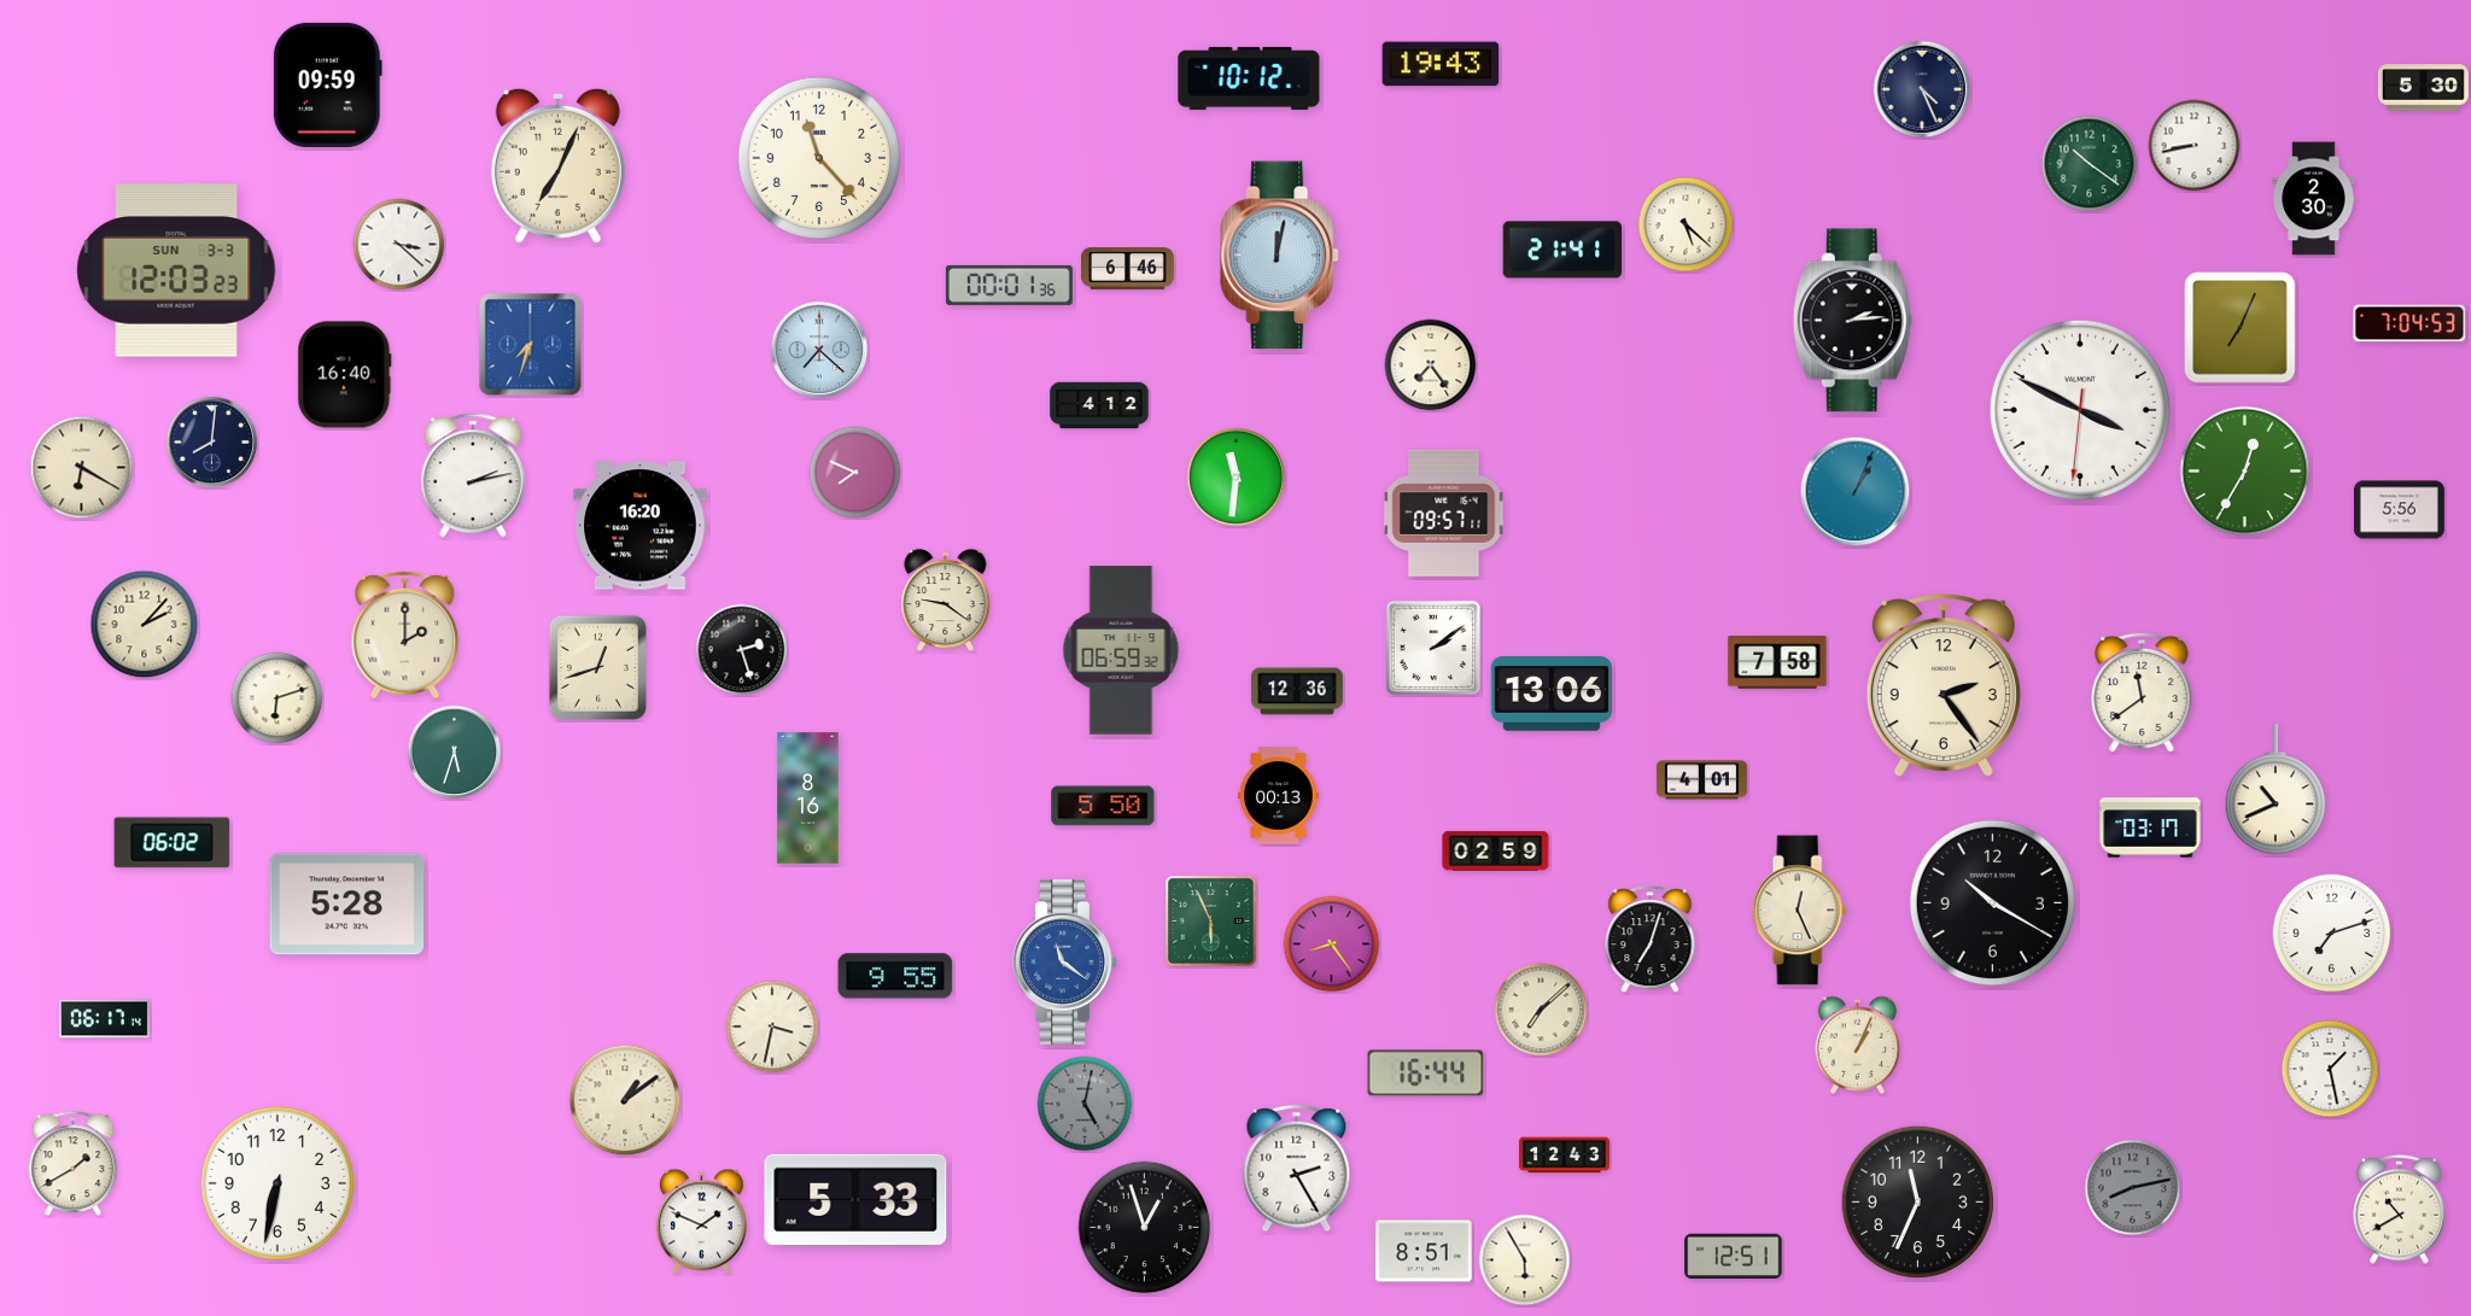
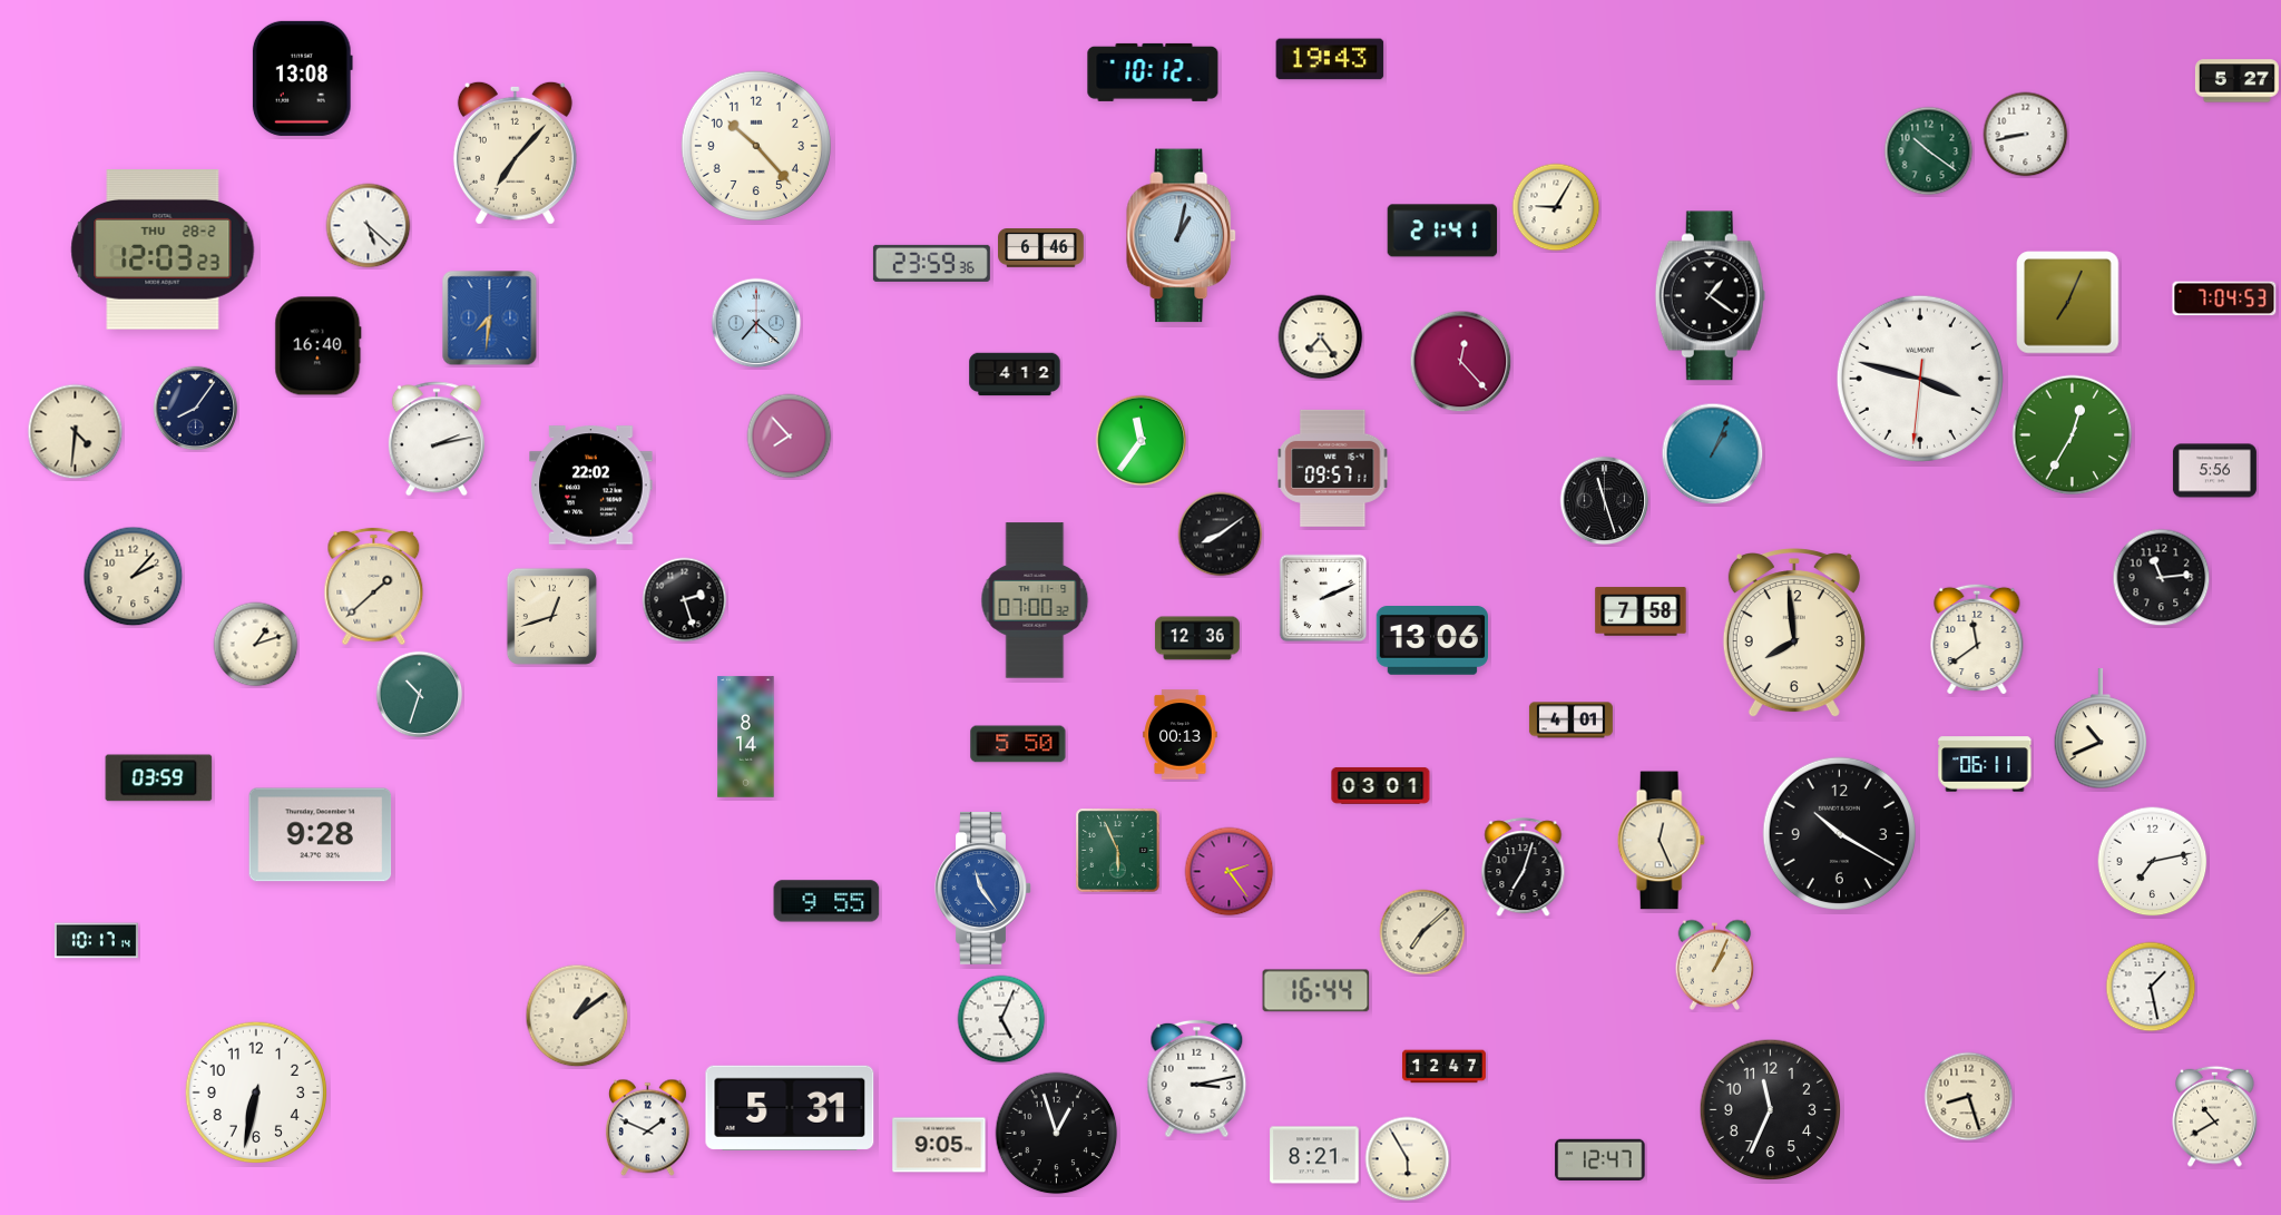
clock at (327, 84): 09:59 -> 13:08
clock at (2423, 88): 5:30 -> 5:27
clock at (1922, 89): 4:26 -> none
clock at (818, 157): 11:23 -> 10:23
clock at (557, 165): 7:04 -> 7:07
clock at (2314, 199): 2:30 -> none
clock at (1686, 224): 5:22 -> 9:05
clock at (399, 245): 3:22 -> 5:22
clock at (1280, 256): 12:02 -> 1:02
clock at (176, 270) date: SUN 3-3 -> THU 28-2
clock at (1009, 285): 00:01 -> 23:59
clock at (1852, 321): 2:14 -> 1:21
clock at (531, 345): 7:33 -> 7:31
clock at (1461, 362): none -> 12:23
clock at (2080, 410): 3:49 -> 3:47
clock at (212, 443): 8:01 -> 8:06
clock at (82, 468): 6:20 -> 4:31
clock at (855, 473): 7:49 -> 7:53
clock at (1237, 478): 11:31 -> 11:36
clock at (1444, 513) position: (1444, 513) -> (1333, 468)
clock at (641, 526): 16:20 -> 22:02
clock at (1605, 501): none -> 11:27
clock at (1221, 535): none -> 8:09
clock at (946, 601): 9:21 -> none
clock at (2162, 578): none -> 11:14
clock at (405, 636): 2:00 -> 1:38
clock at (1433, 648): 2:09 -> 2:11
clock at (1121, 650): 06:59 -> 07:00
clock at (1944, 686): 2:24 -> 7:59
clock at (278, 698): 6:12 -> 1:12
clock at (455, 753): 5:33 -> 10:33
clock at (808, 799): 8:16 -> 8:14
clock at (2150, 827): 03:17 -> 06:11
clock at (173, 843): 06:02 -> 03:59
clock at (1496, 850): 02:59 -> 03:01
clock at (347, 905): 5:28 -> 9:28
clock at (2332, 934): 7:12 -> 7:13
clock at (1332, 944): 8:24 -> 2:24
clock at (1065, 961): 11:21 -> 11:24
clock at (104, 1019): 06:17 -> 10:17
clock at (772, 1027): 3:32 -> none
clock at (1085, 1104): 5:02 -> 5:04
clock at (1085, 1104) dial: grey -> white
clock at (1564, 1156): 12:43 -> 12:47
clock at (74, 1164): 1:40 -> none
clock at (1297, 1169): 2:25 -> 3:13
clock at (2133, 1188): 8:13 -> 8:27
clock at (2133, 1188) dial: grey -> cream
clock at (855, 1200): 5:33 -> 5:31
clock at (939, 1145): none -> 9:05
clock at (1424, 1251): 8:51 -> 8:21
clock at (1734, 1256): 12:51 -> 12:47
clock at (1525, 1261) position: (1525, 1261) -> (1408, 1159)
